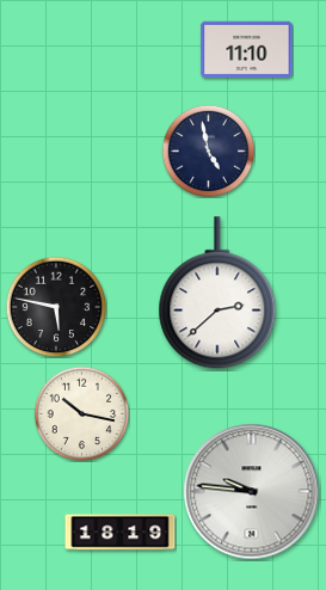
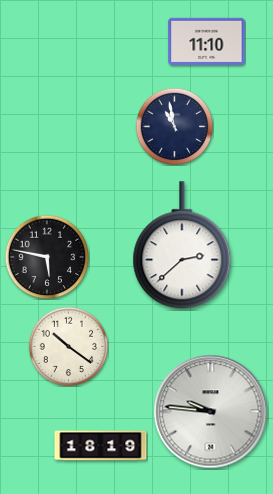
clock at (208, 150): 4:58 -> 10:58
clock at (81, 413): 10:17 -> 10:21
